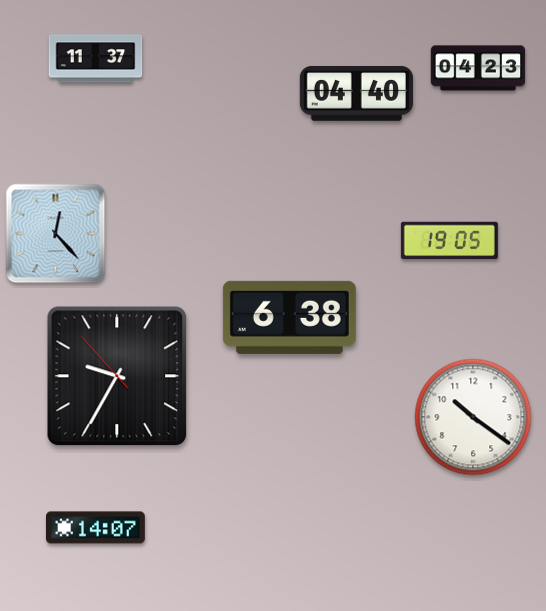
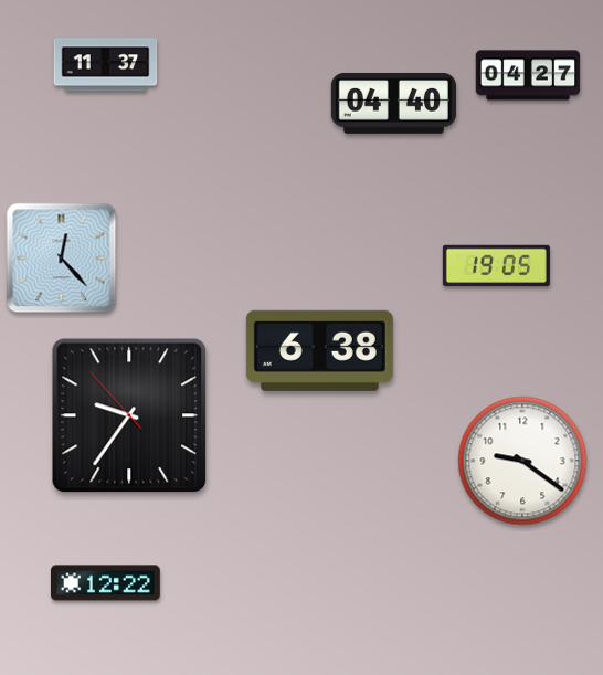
clock at (478, 68): 04:23 -> 04:27
clock at (117, 376): 9:34 -> 9:35
clock at (473, 417): 10:21 -> 9:21
clock at (96, 528): 14:07 -> 12:22
